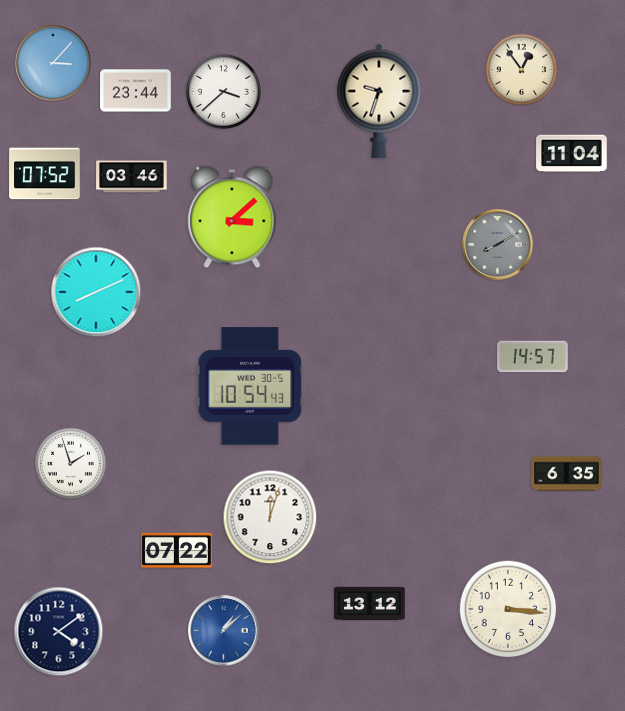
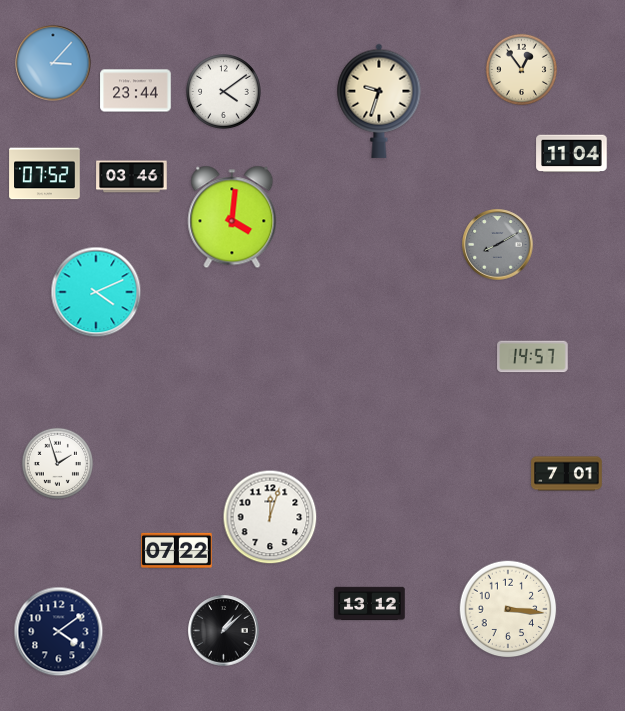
clock at (224, 92): 3:38 -> 4:09
clock at (232, 217): 3:08 -> 4:01
clock at (96, 292): 8:11 -> 4:11
clock at (250, 386): 10:54 -> none
clock at (70, 463) position: (70, 463) -> (57, 463)
clock at (567, 474): 6:35 -> 7:01
clock at (224, 631) dial: blue -> black
